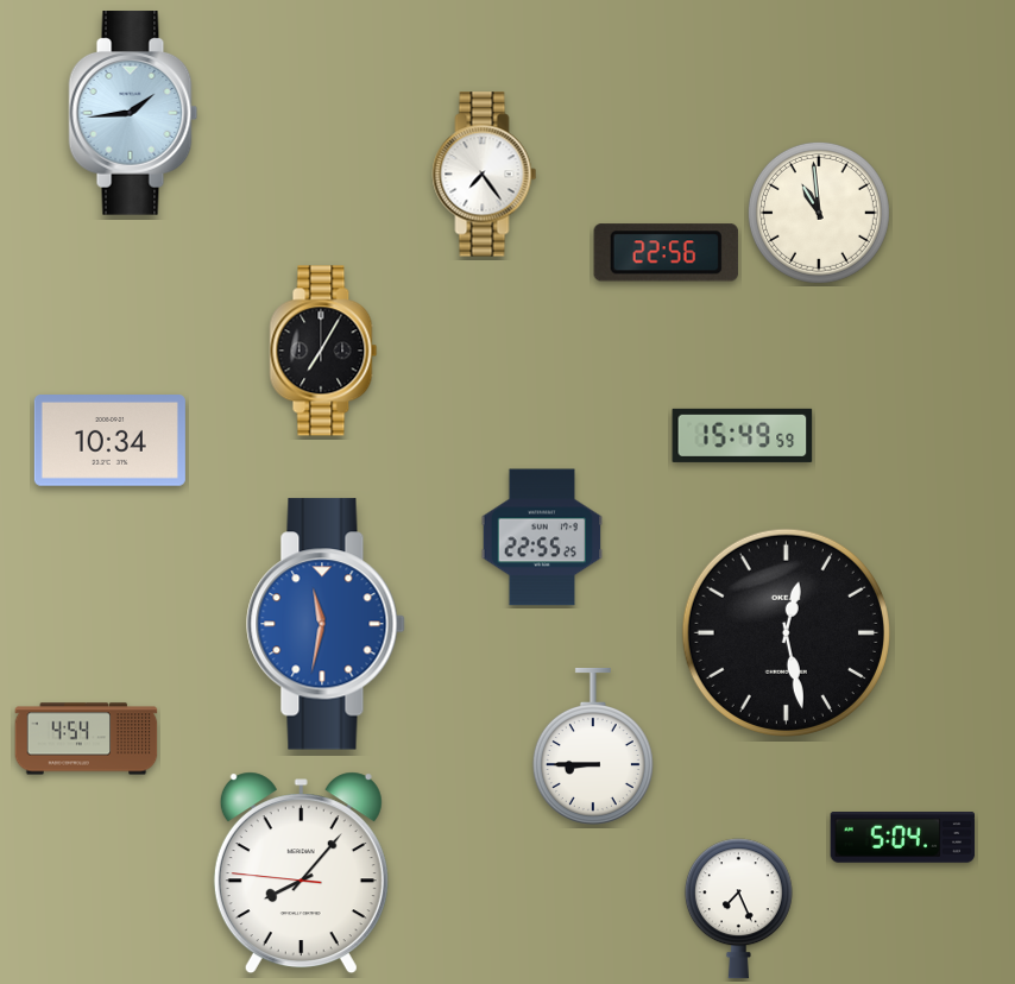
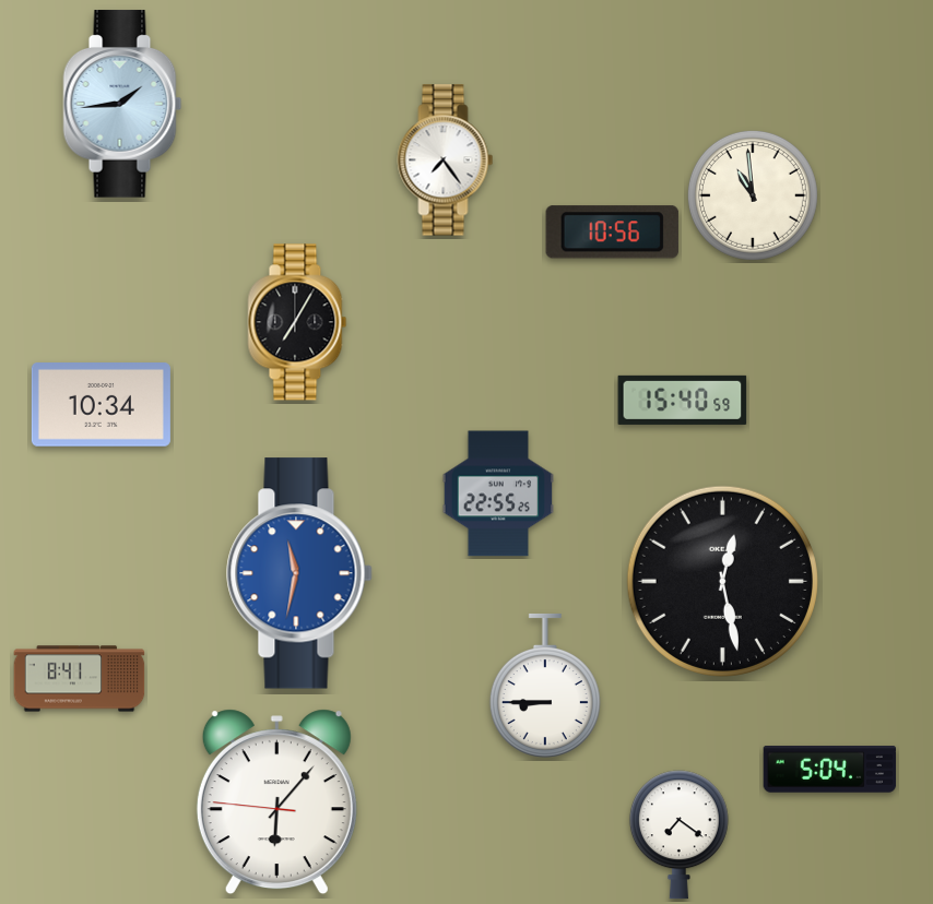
clock at (666, 253): 22:56 -> 10:56
clock at (743, 435): 15:49 -> 15:40
clock at (87, 739): 4:54 -> 8:41
clock at (301, 873): 8:06 -> 6:06
clock at (738, 909): 7:26 -> 7:21
